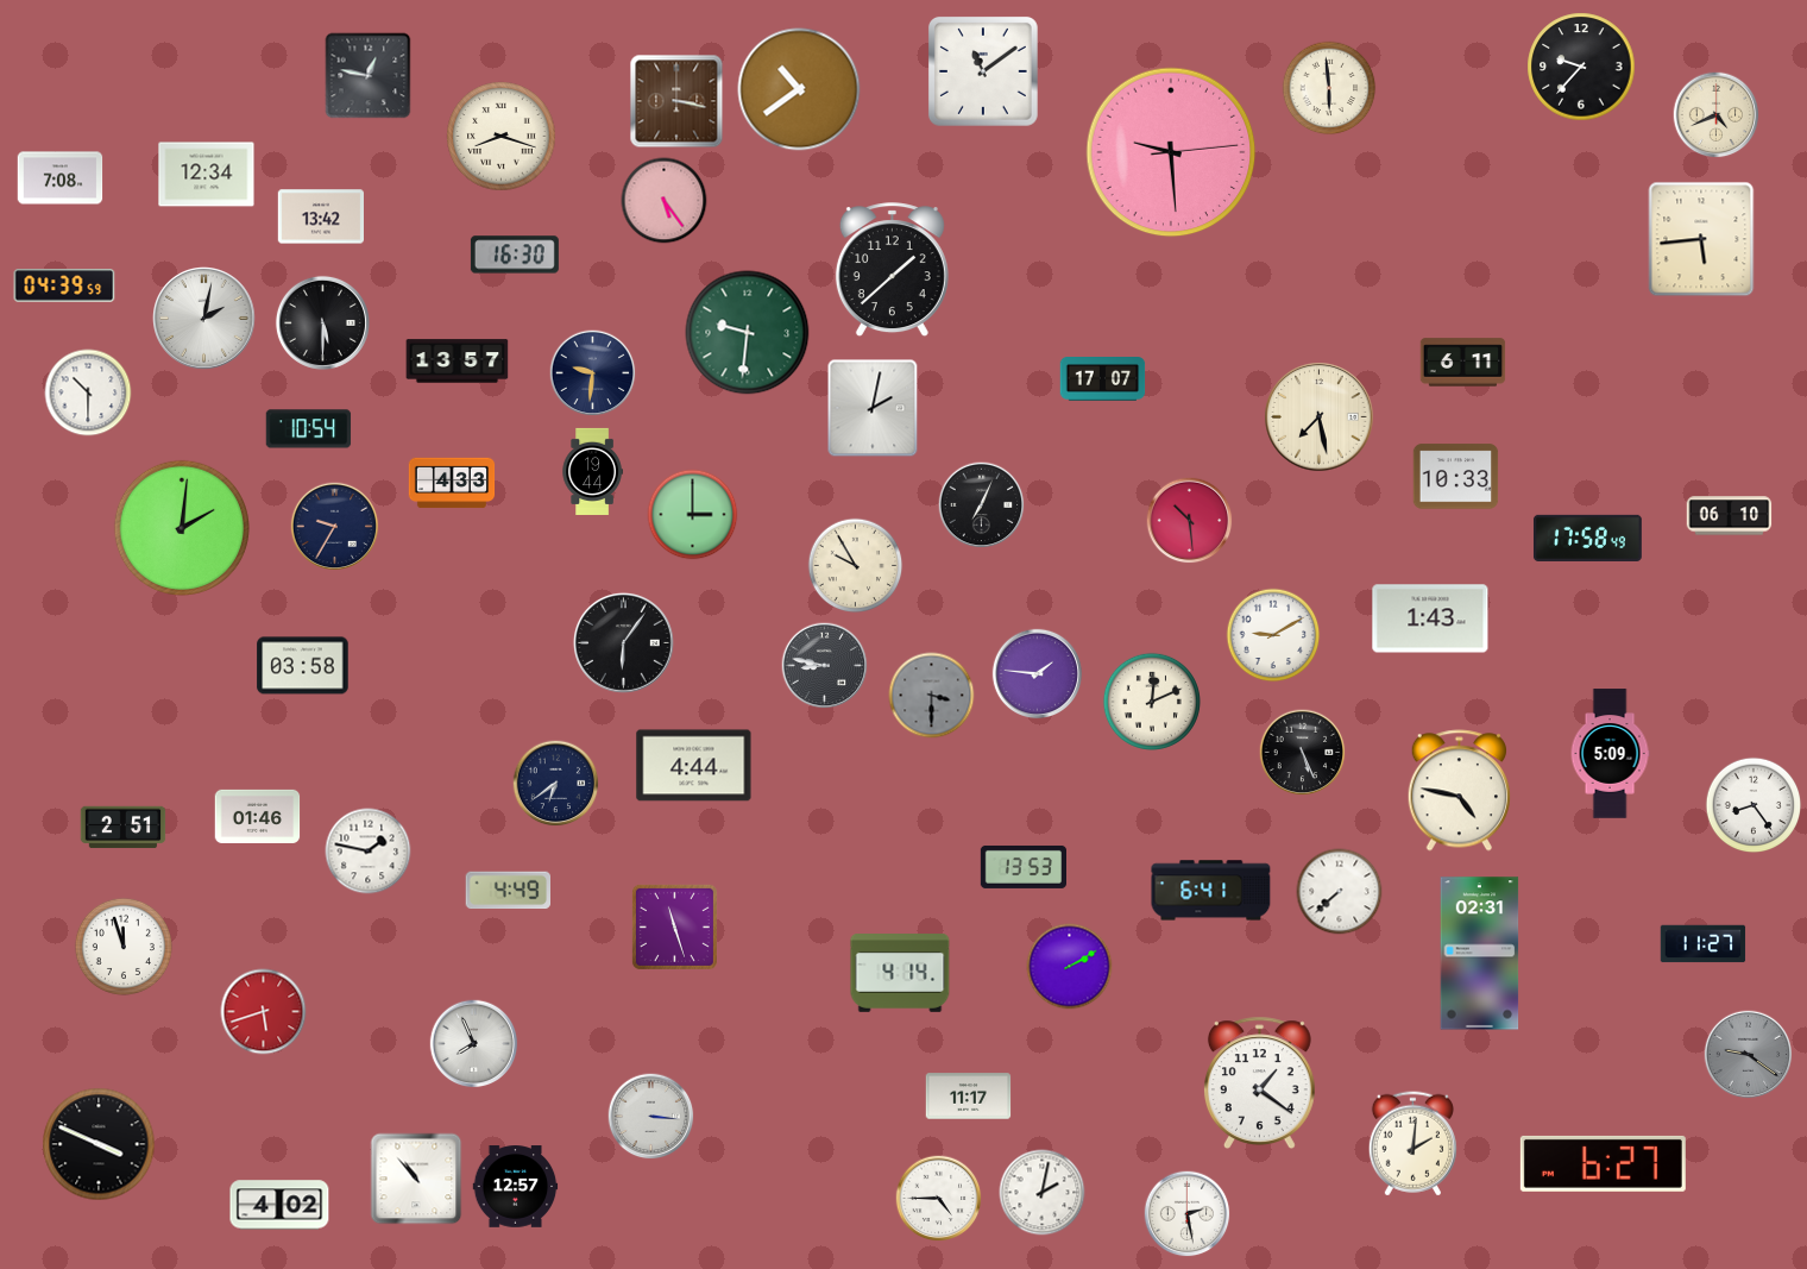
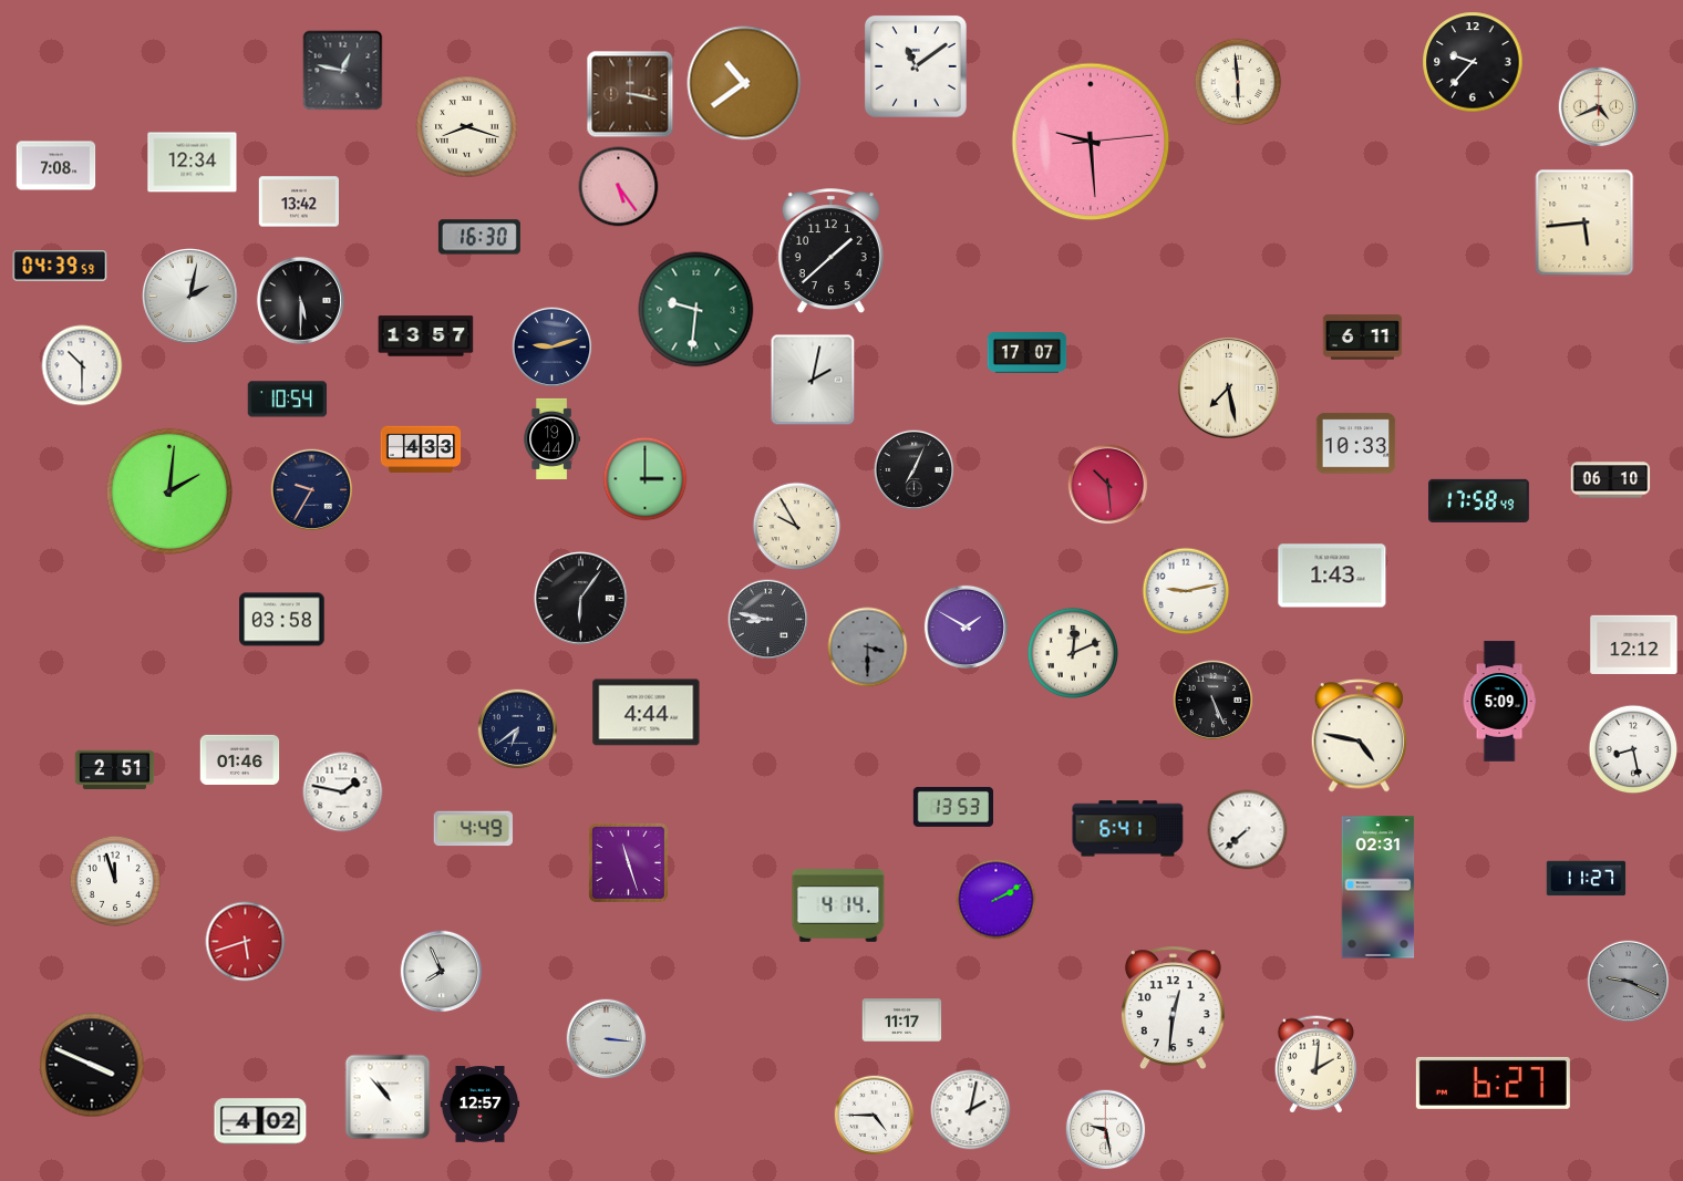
clock at (593, 373): 9:31 -> 9:12
clock at (1273, 635): 9:10 -> 9:13
clock at (1037, 673): 1:46 -> 1:50
clock at (1634, 644): none -> 12:12
clock at (1754, 805): 8:24 -> 8:28
clock at (1749, 1055): 9:21 -> 9:19
clock at (1259, 1082): 1:21 -> 12:31
clock at (1188, 1214): 2:28 -> 9:28
